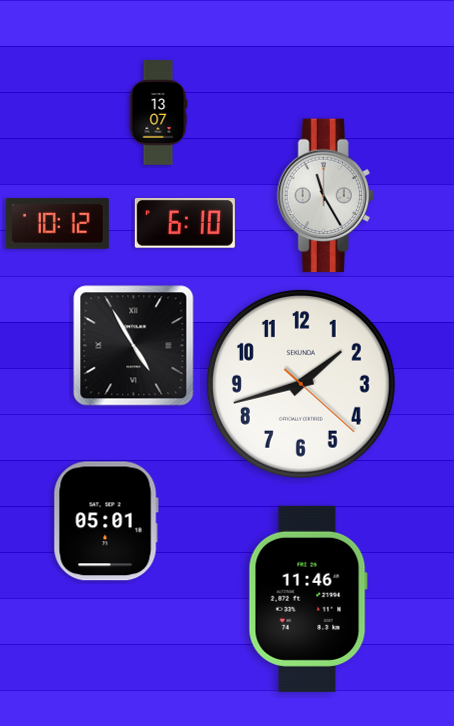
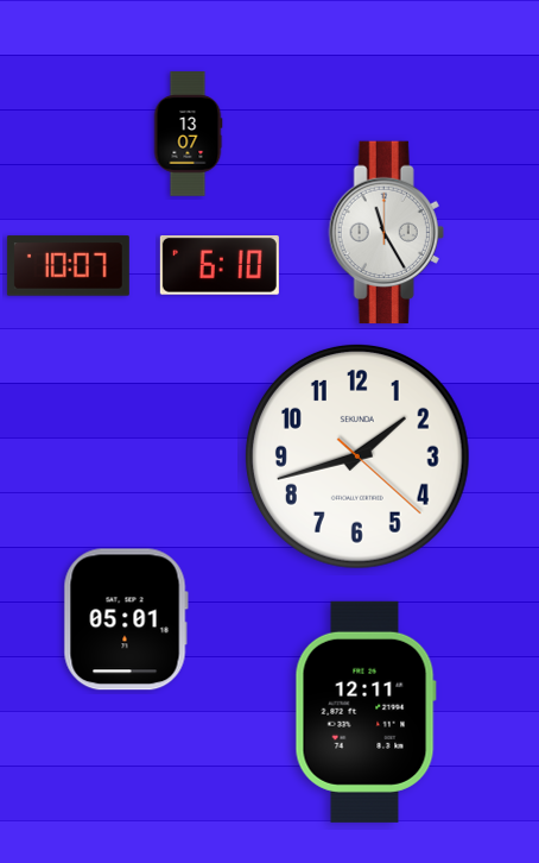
clock at (57, 224): 10:12 -> 10:07
clock at (134, 346): 4:55 -> none
clock at (308, 599): 11:46 -> 12:11
